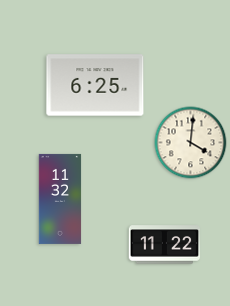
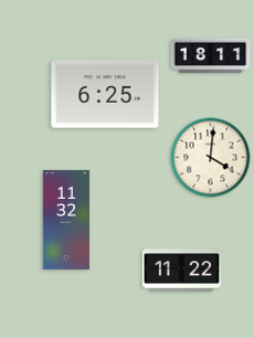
clock at (211, 55): none -> 18:11
